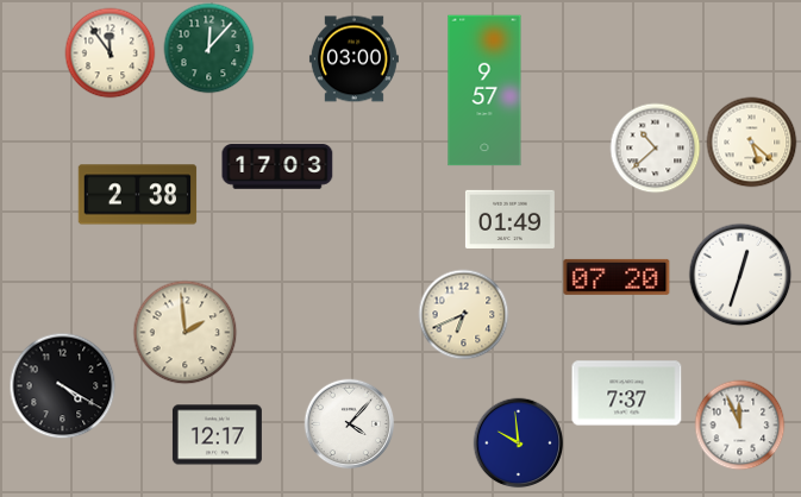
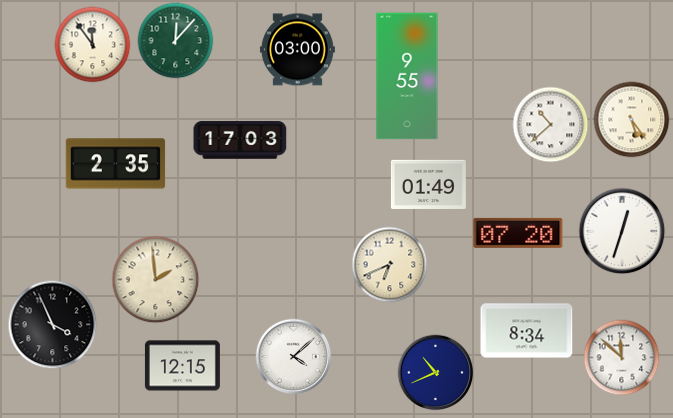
clock at (484, 90): 9:57 -> 9:55
clock at (752, 143): 5:22 -> 5:24
clock at (277, 166) position: (277, 166) -> (240, 140)
clock at (138, 195): 2:38 -> 2:35
clock at (63, 386): 4:20 -> 3:56
clock at (627, 394): 7:37 -> 8:34
clock at (350, 424): 4:07 -> 4:08
clock at (740, 426): 11:56 -> 11:52
clock at (217, 435): 12:17 -> 12:15
clock at (519, 443): 9:59 -> 10:41
